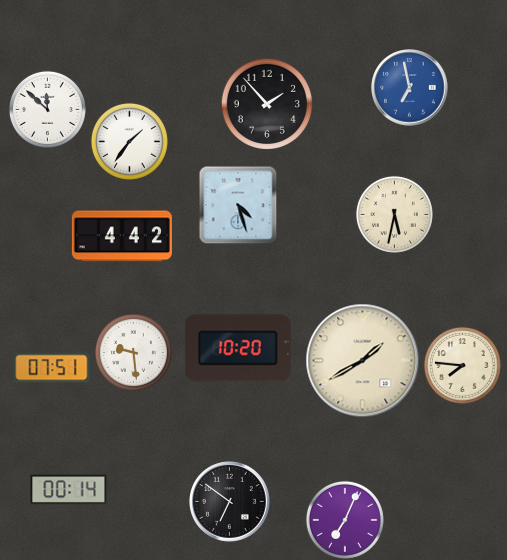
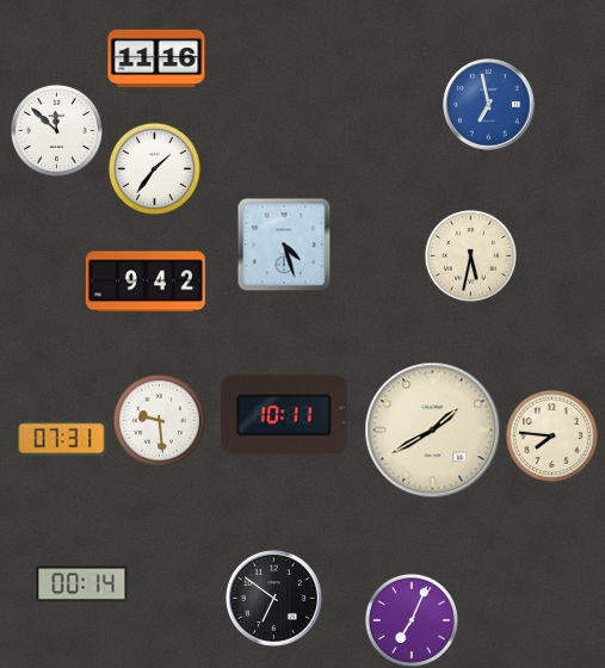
clock at (156, 58): none -> 11:16
clock at (266, 103): 1:53 -> none
clock at (122, 236): 4:42 -> 9:42
clock at (238, 348): 10:20 -> 10:11
clock at (52, 368): 07:51 -> 07:31
